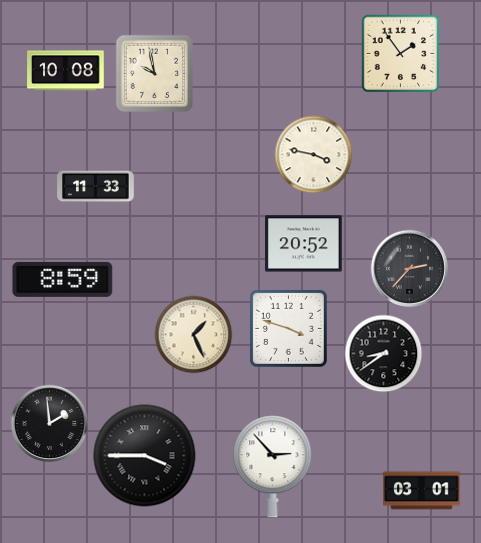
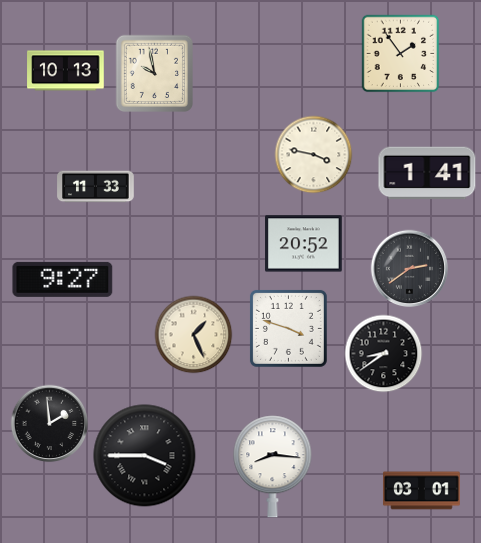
clock at (66, 71): 10:08 -> 10:13
clock at (427, 173): none -> 1:41
clock at (409, 268): 2:37 -> 2:39
clock at (63, 279): 8:59 -> 9:27
clock at (273, 467): 2:53 -> 8:16
